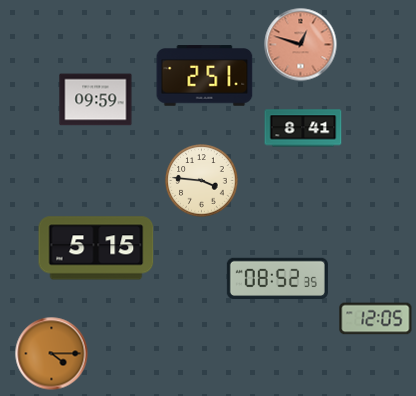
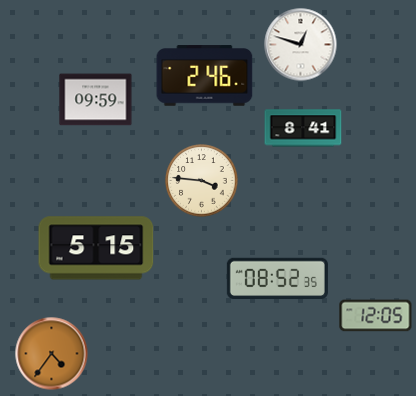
clock at (301, 45) dial: salmon -> white
clock at (205, 76): 2:51 -> 2:46
clock at (376, 319) position: (376, 319) -> (376, 316)
clock at (52, 354): 4:15 -> 4:36
